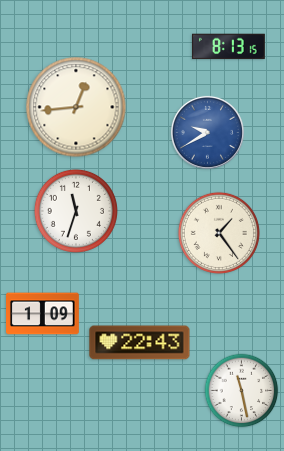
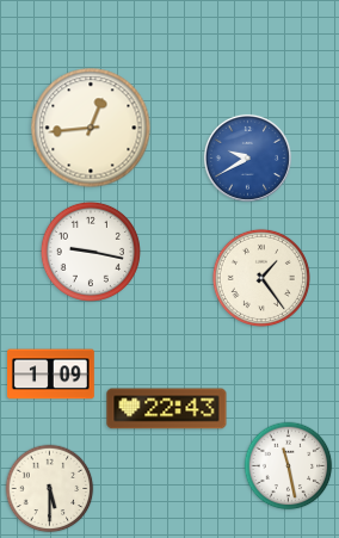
clock at (228, 47): 8:13 -> none
clock at (76, 211): 11:33 -> 9:17
clock at (50, 489): none -> 5:30
